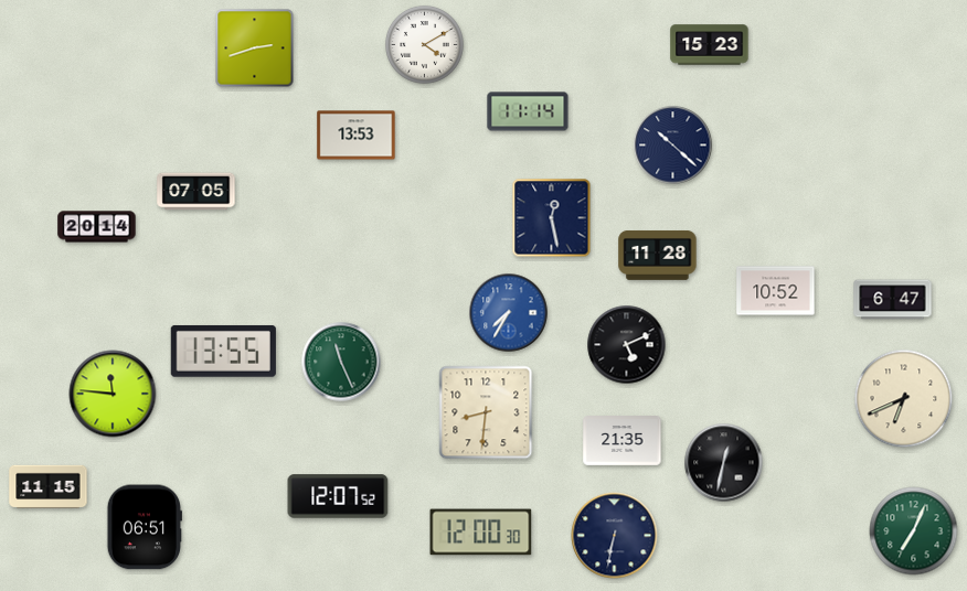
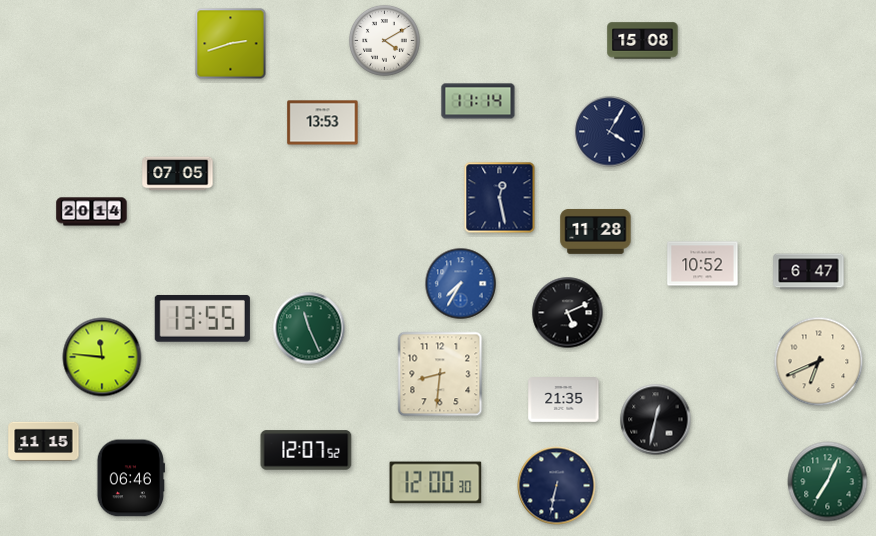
clock at (710, 45): 15:23 -> 15:08
clock at (673, 146): 10:22 -> 4:05
clock at (97, 227) position: (97, 227) -> (92, 212)
clock at (145, 527): 06:51 -> 06:46
